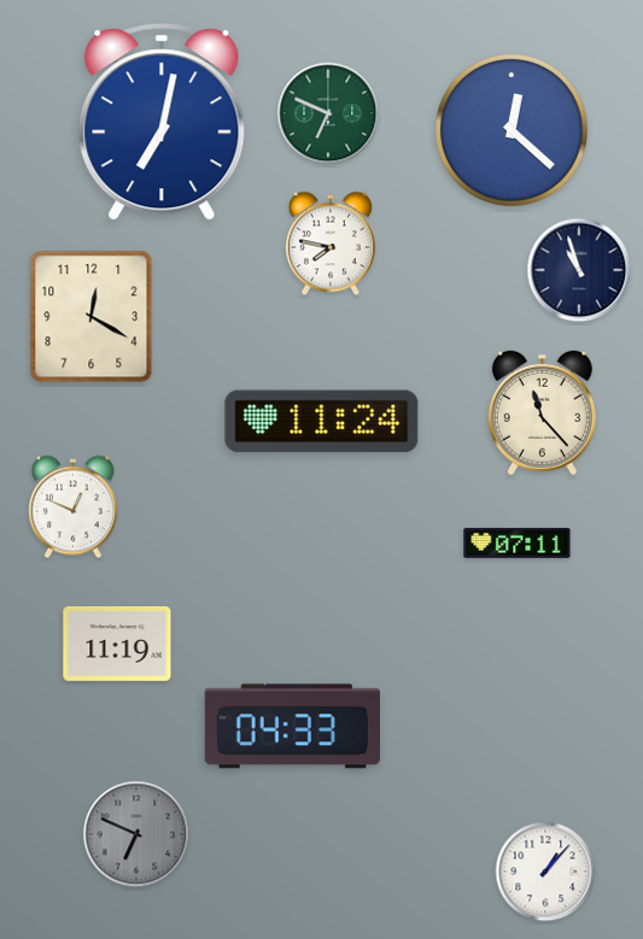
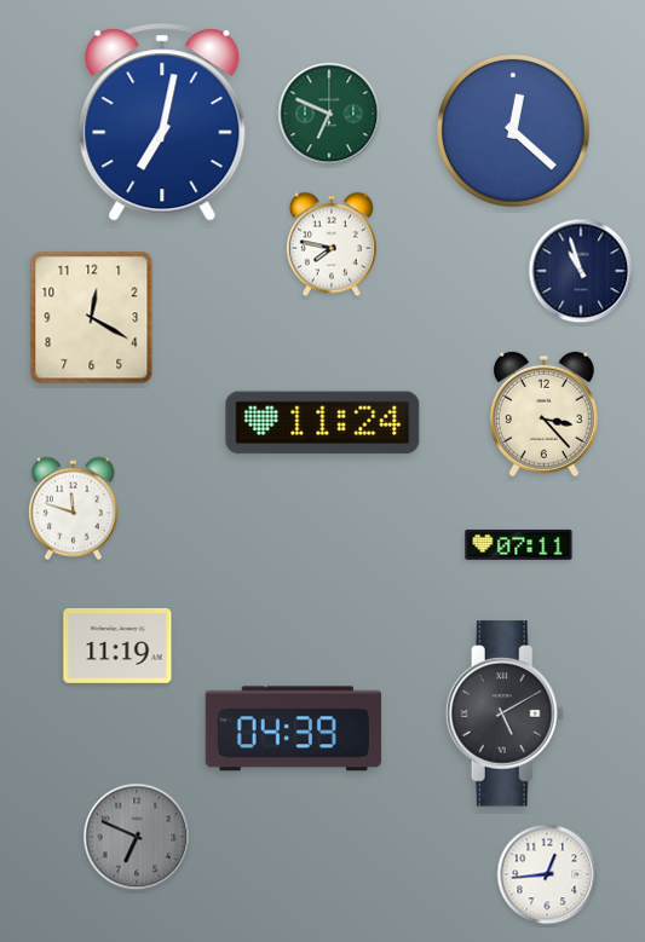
clock at (542, 413): 11:23 -> 3:23
clock at (72, 507): 12:49 -> 11:48
clock at (505, 713): none -> 5:10
clock at (292, 727): 04:33 -> 04:39
clock at (545, 871): 1:07 -> 12:44
